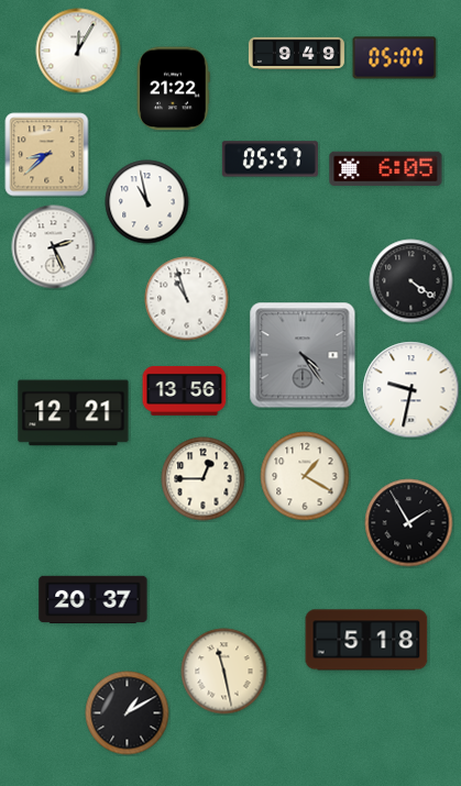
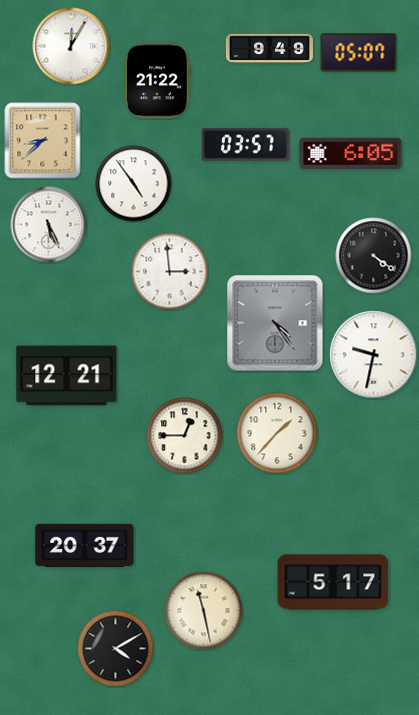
clock at (270, 159): 05:57 -> 03:57
clock at (147, 202): 10:58 -> 4:54
clock at (54, 247): 2:26 -> 5:26
clock at (187, 299): 10:57 -> 2:59
clock at (185, 390): 13:56 -> none
clock at (305, 476): 1:20 -> 1:37
clock at (409, 523): 1:55 -> none
clock at (366, 640): 5:18 -> 5:17
clock at (128, 713): 1:10 -> 4:10
